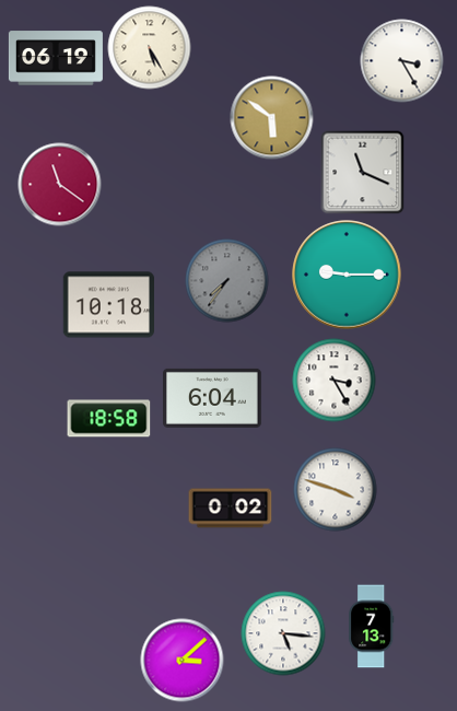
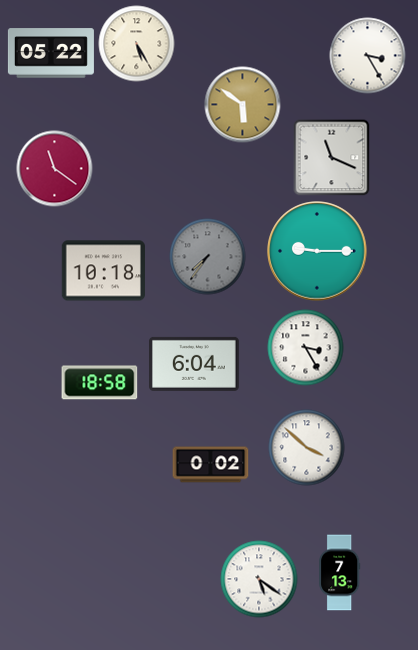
clock at (56, 58): 06:19 -> 05:22
clock at (272, 118) position: (272, 118) -> (243, 105)
clock at (108, 305) position: (108, 305) -> (103, 271)
clock at (336, 490): 3:48 -> 3:52
clock at (283, 633): 5:16 -> 5:21
clock at (183, 661): 3:08 -> none
